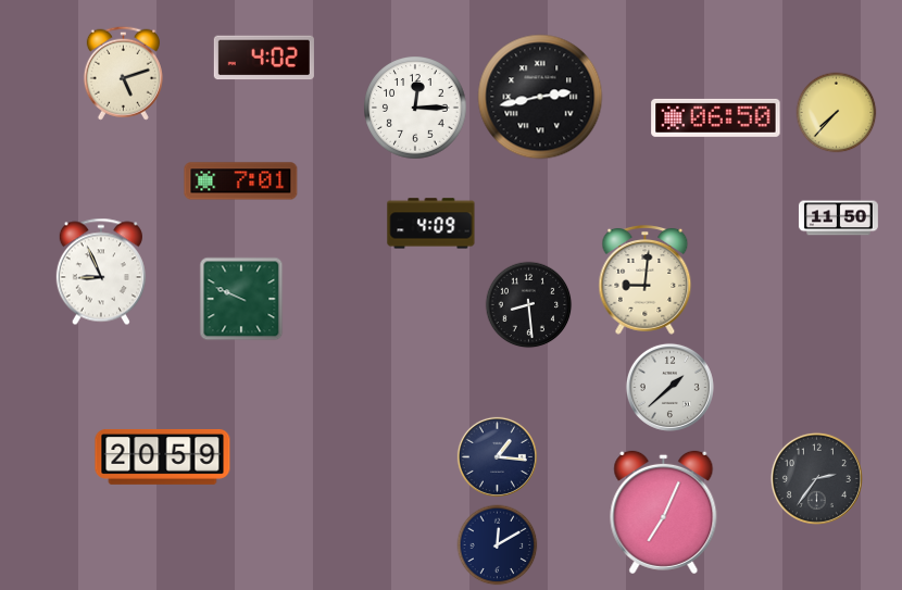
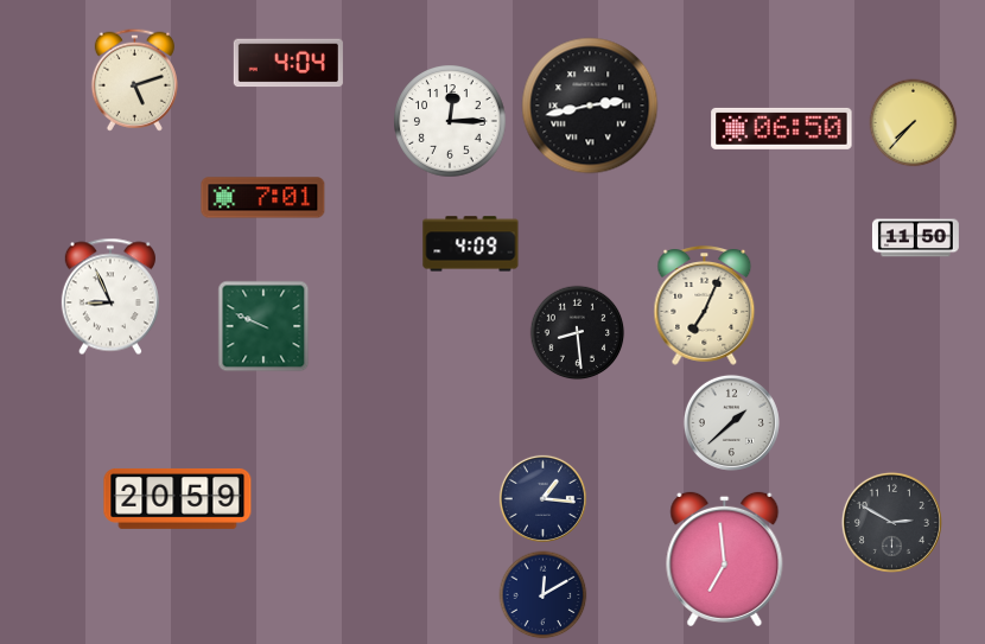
clock at (264, 58): 4:02 -> 4:04
clock at (415, 108) position: (415, 108) -> (450, 121)
clock at (646, 280): 9:01 -> 7:04
clock at (816, 478): 2:36 -> 2:50
clock at (664, 512): 7:04 -> 6:59
